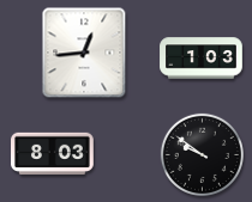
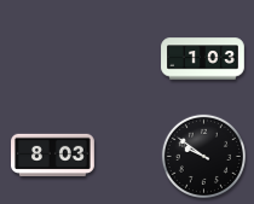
clock at (84, 53): 12:44 -> none
